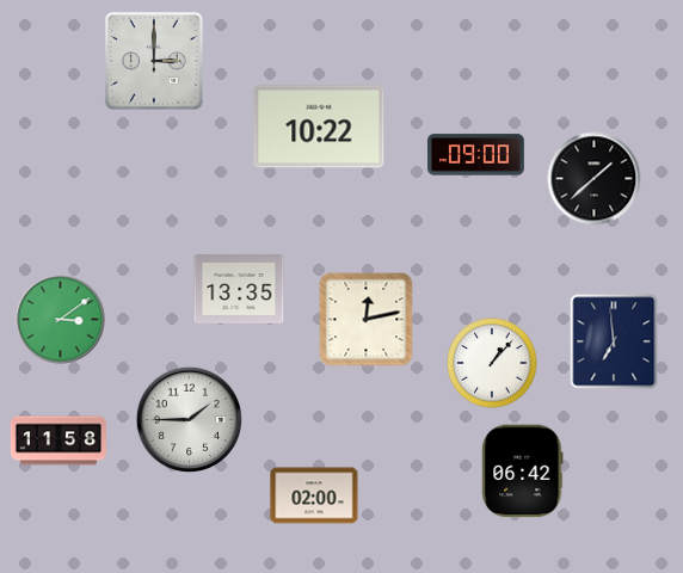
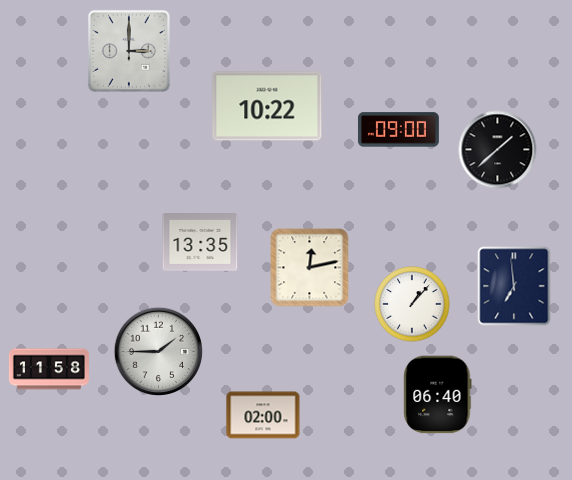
clock at (61, 320): 3:09 -> none
clock at (367, 320) position: (367, 320) -> (310, 268)
clock at (523, 472): 06:42 -> 06:40
